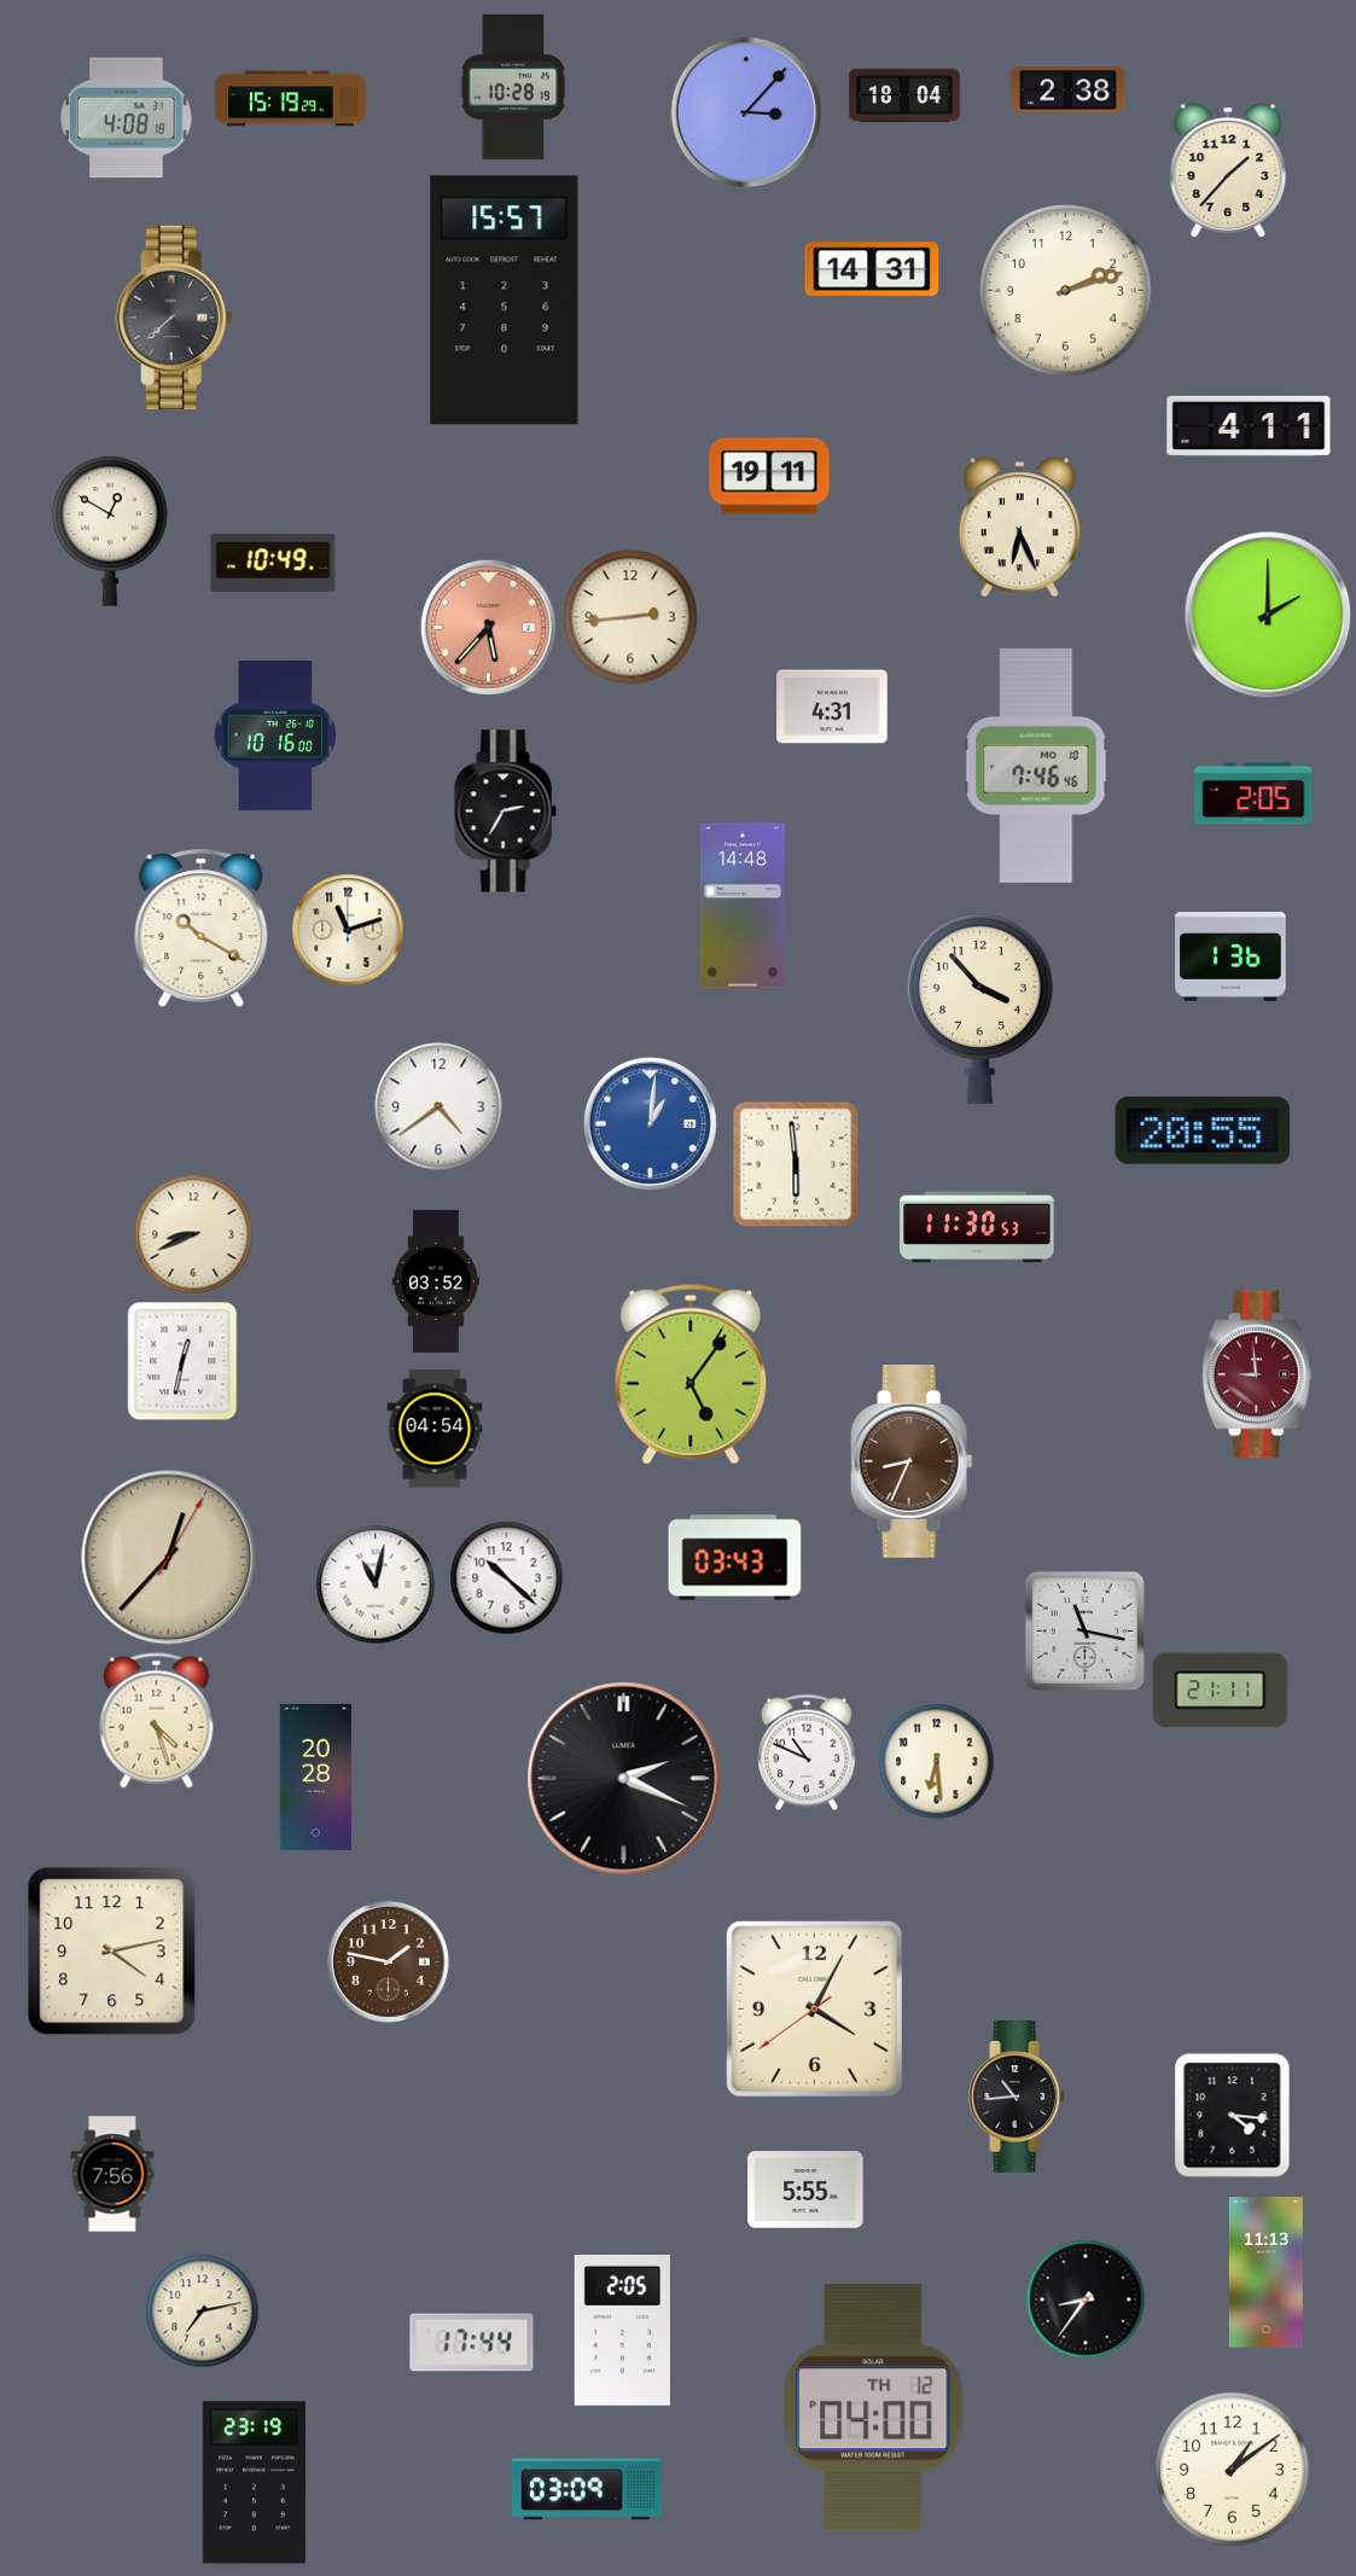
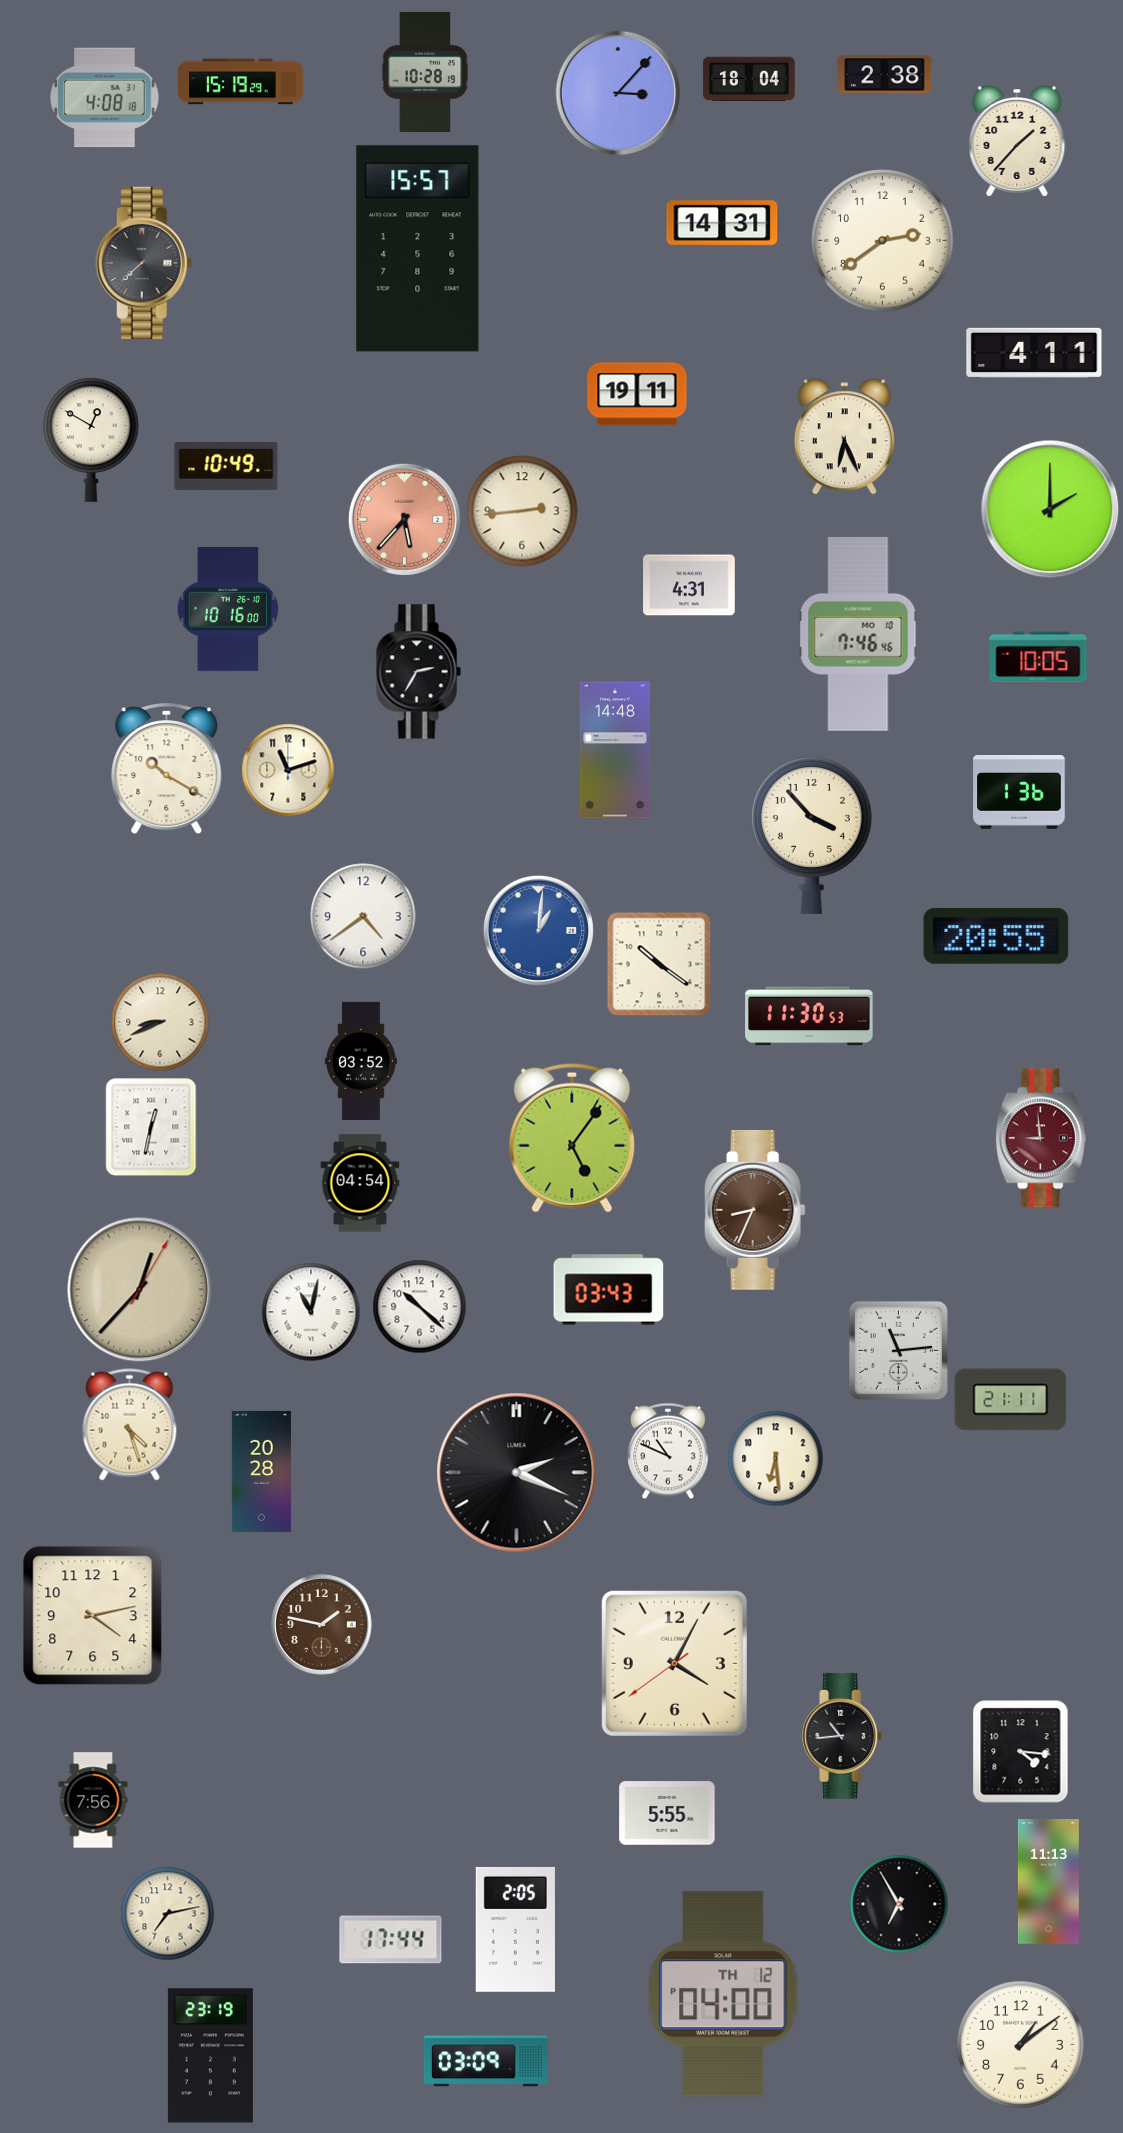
clock at (1066, 291): 2:12 -> 2:39
clock at (1253, 793): 2:05 -> 10:05
clock at (796, 1164): 5:59 -> 10:21
clock at (1084, 1630): 11:17 -> 11:14
clock at (1086, 2299): 8:36 -> 6:55
